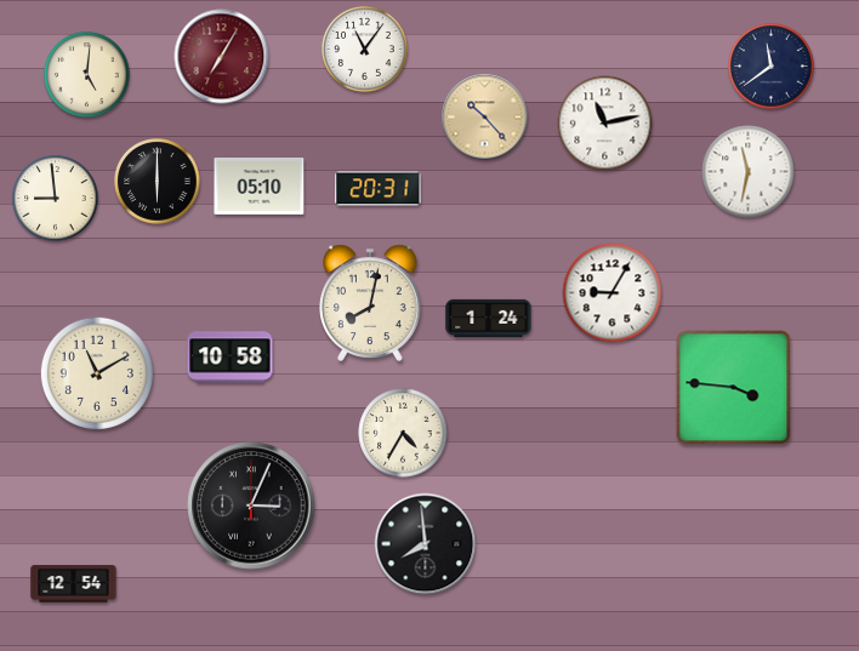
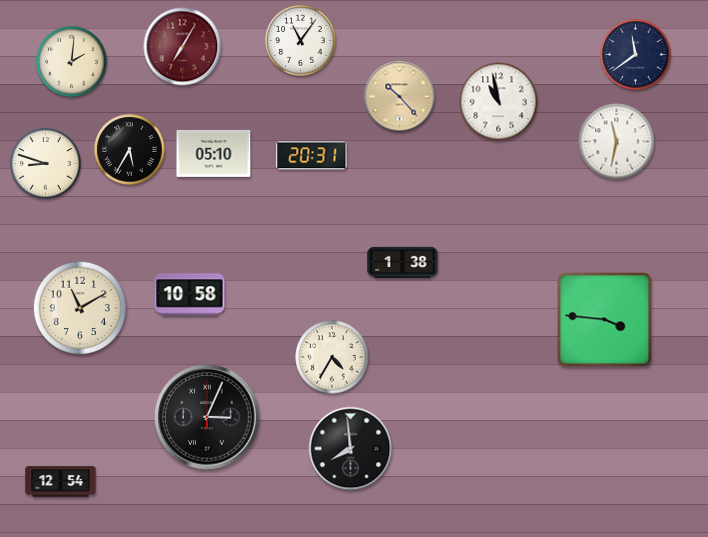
clock at (87, 75): 5:01 -> 2:01
clock at (605, 124): 11:13 -> 10:58
clock at (158, 182): 6:00 -> 5:35
clock at (56, 199): 8:59 -> 8:48
clock at (613, 293): 9:05 -> none
clock at (370, 303): 8:02 -> none
clock at (489, 318): 1:24 -> 1:38
